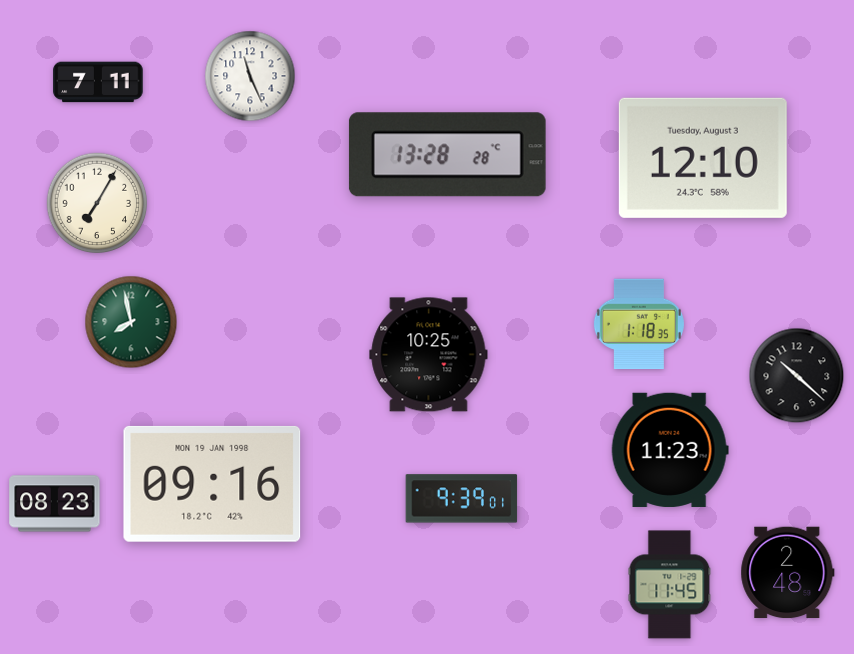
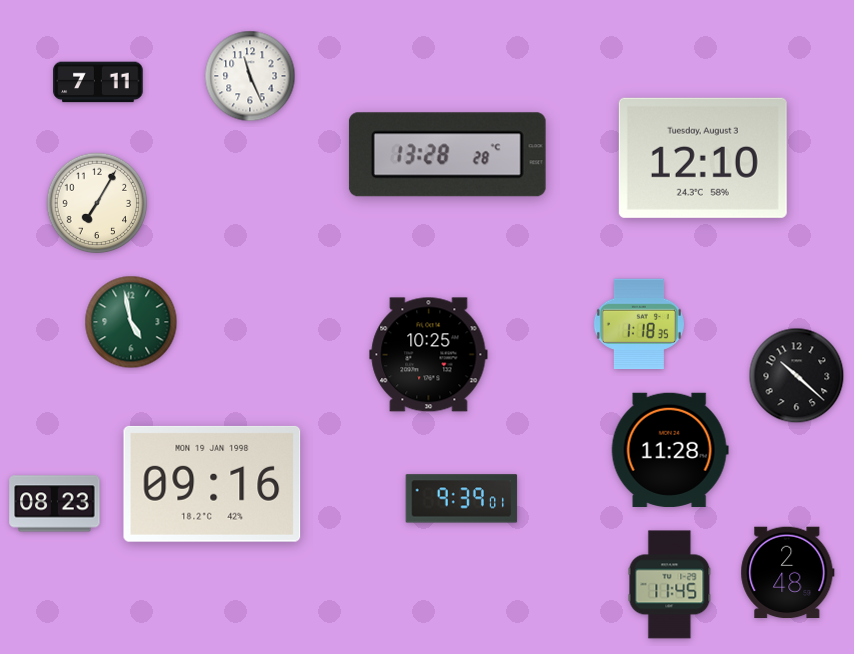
clock at (131, 322): 7:58 -> 4:58
clock at (670, 450): 11:23 -> 11:28
